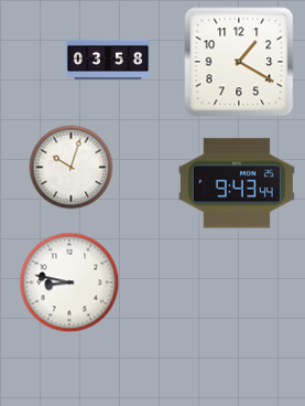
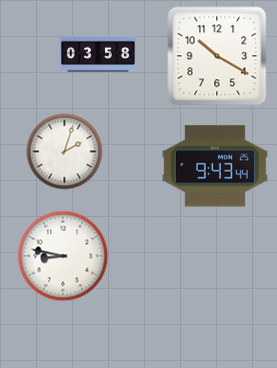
clock at (239, 62): 1:20 -> 10:20
clock at (72, 168): 10:03 -> 2:03
